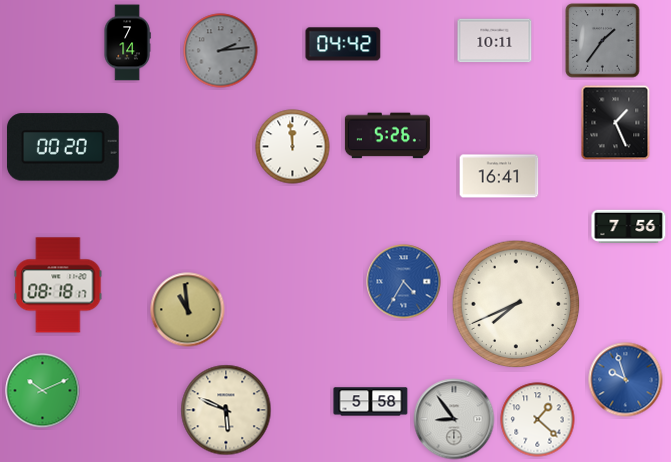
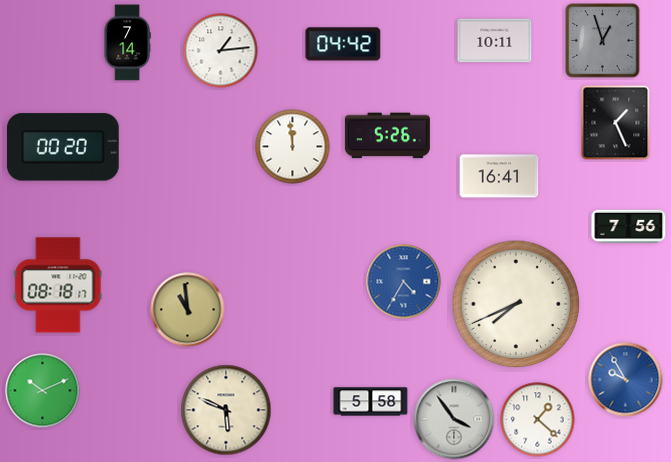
clock at (603, 41): 1:36 -> 12:57
clock at (221, 51): 2:14 -> 1:14
clock at (221, 51) dial: grey -> white
clock at (626, 380): 9:57 -> 9:55
clock at (454, 419): 8:54 -> 3:54
